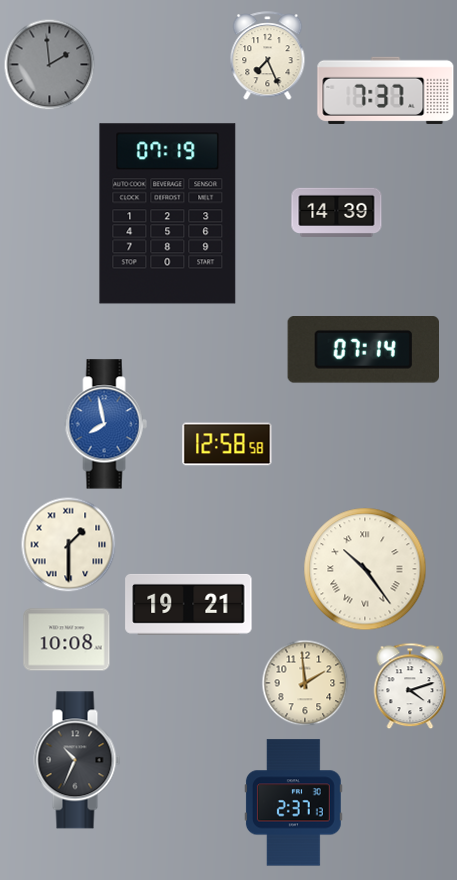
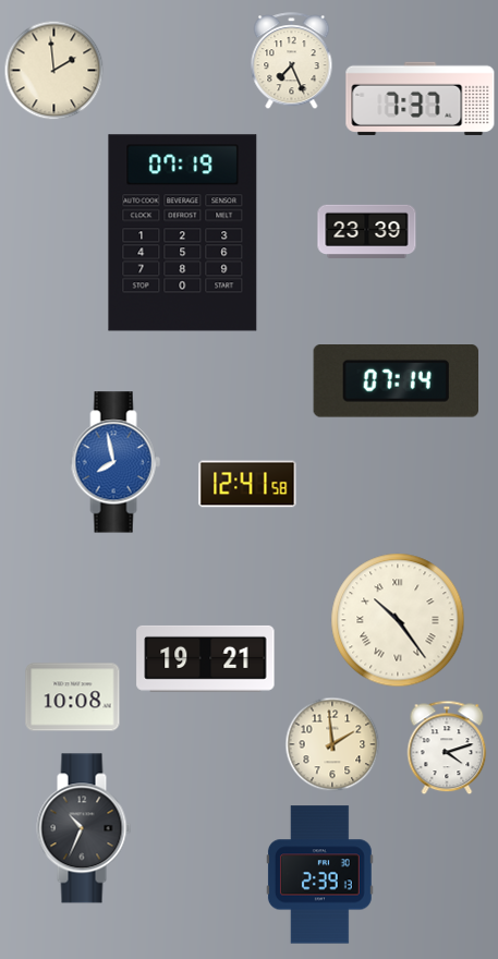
clock at (49, 64) dial: grey -> cream
clock at (337, 212): 14:39 -> 23:39
clock at (227, 444): 12:58 -> 12:41
clock at (68, 544): 1:30 -> none
clock at (293, 803): 2:37 -> 2:39
